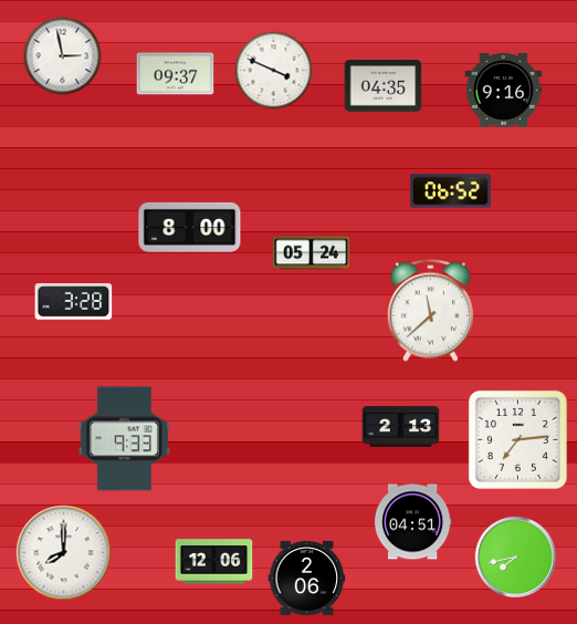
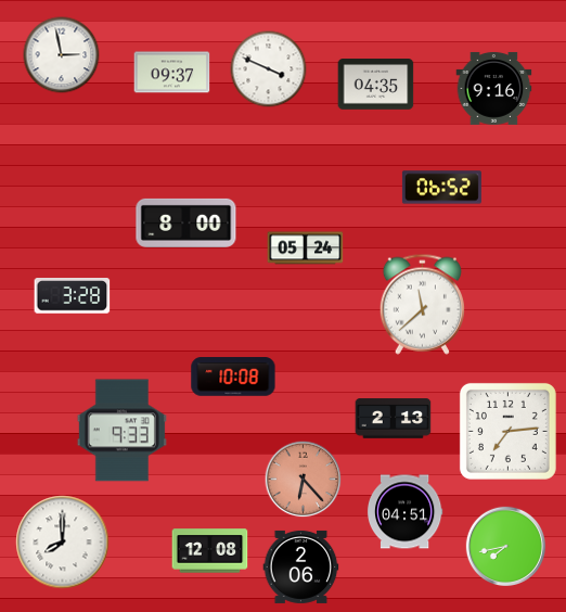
clock at (233, 377): none -> 10:08
clock at (304, 480): none -> 6:23
clock at (214, 562): 12:06 -> 12:08
